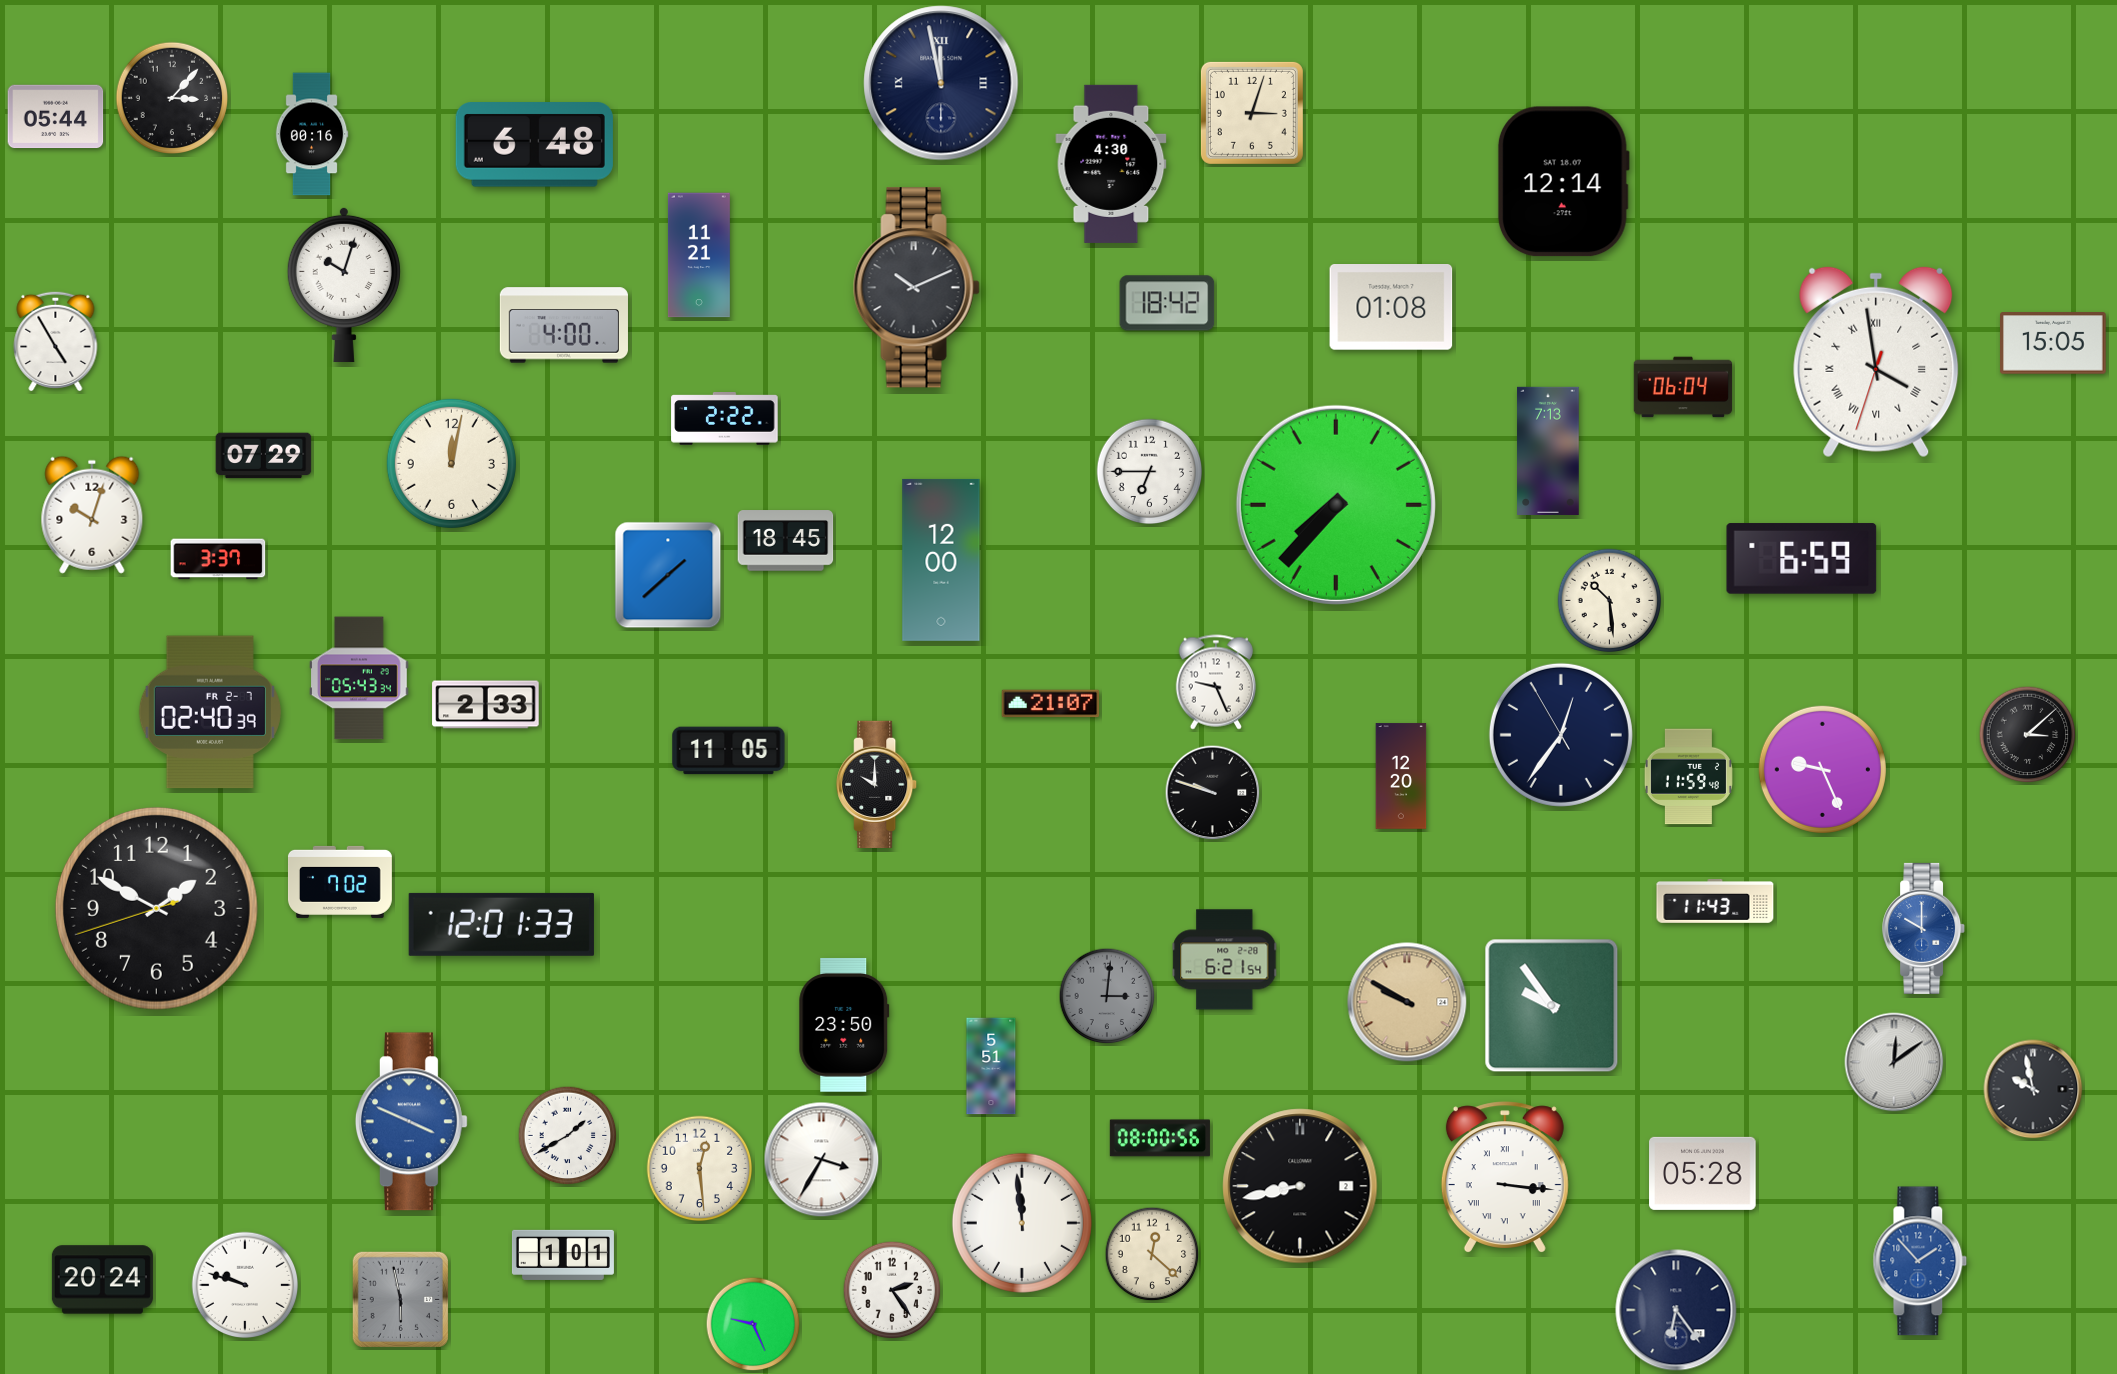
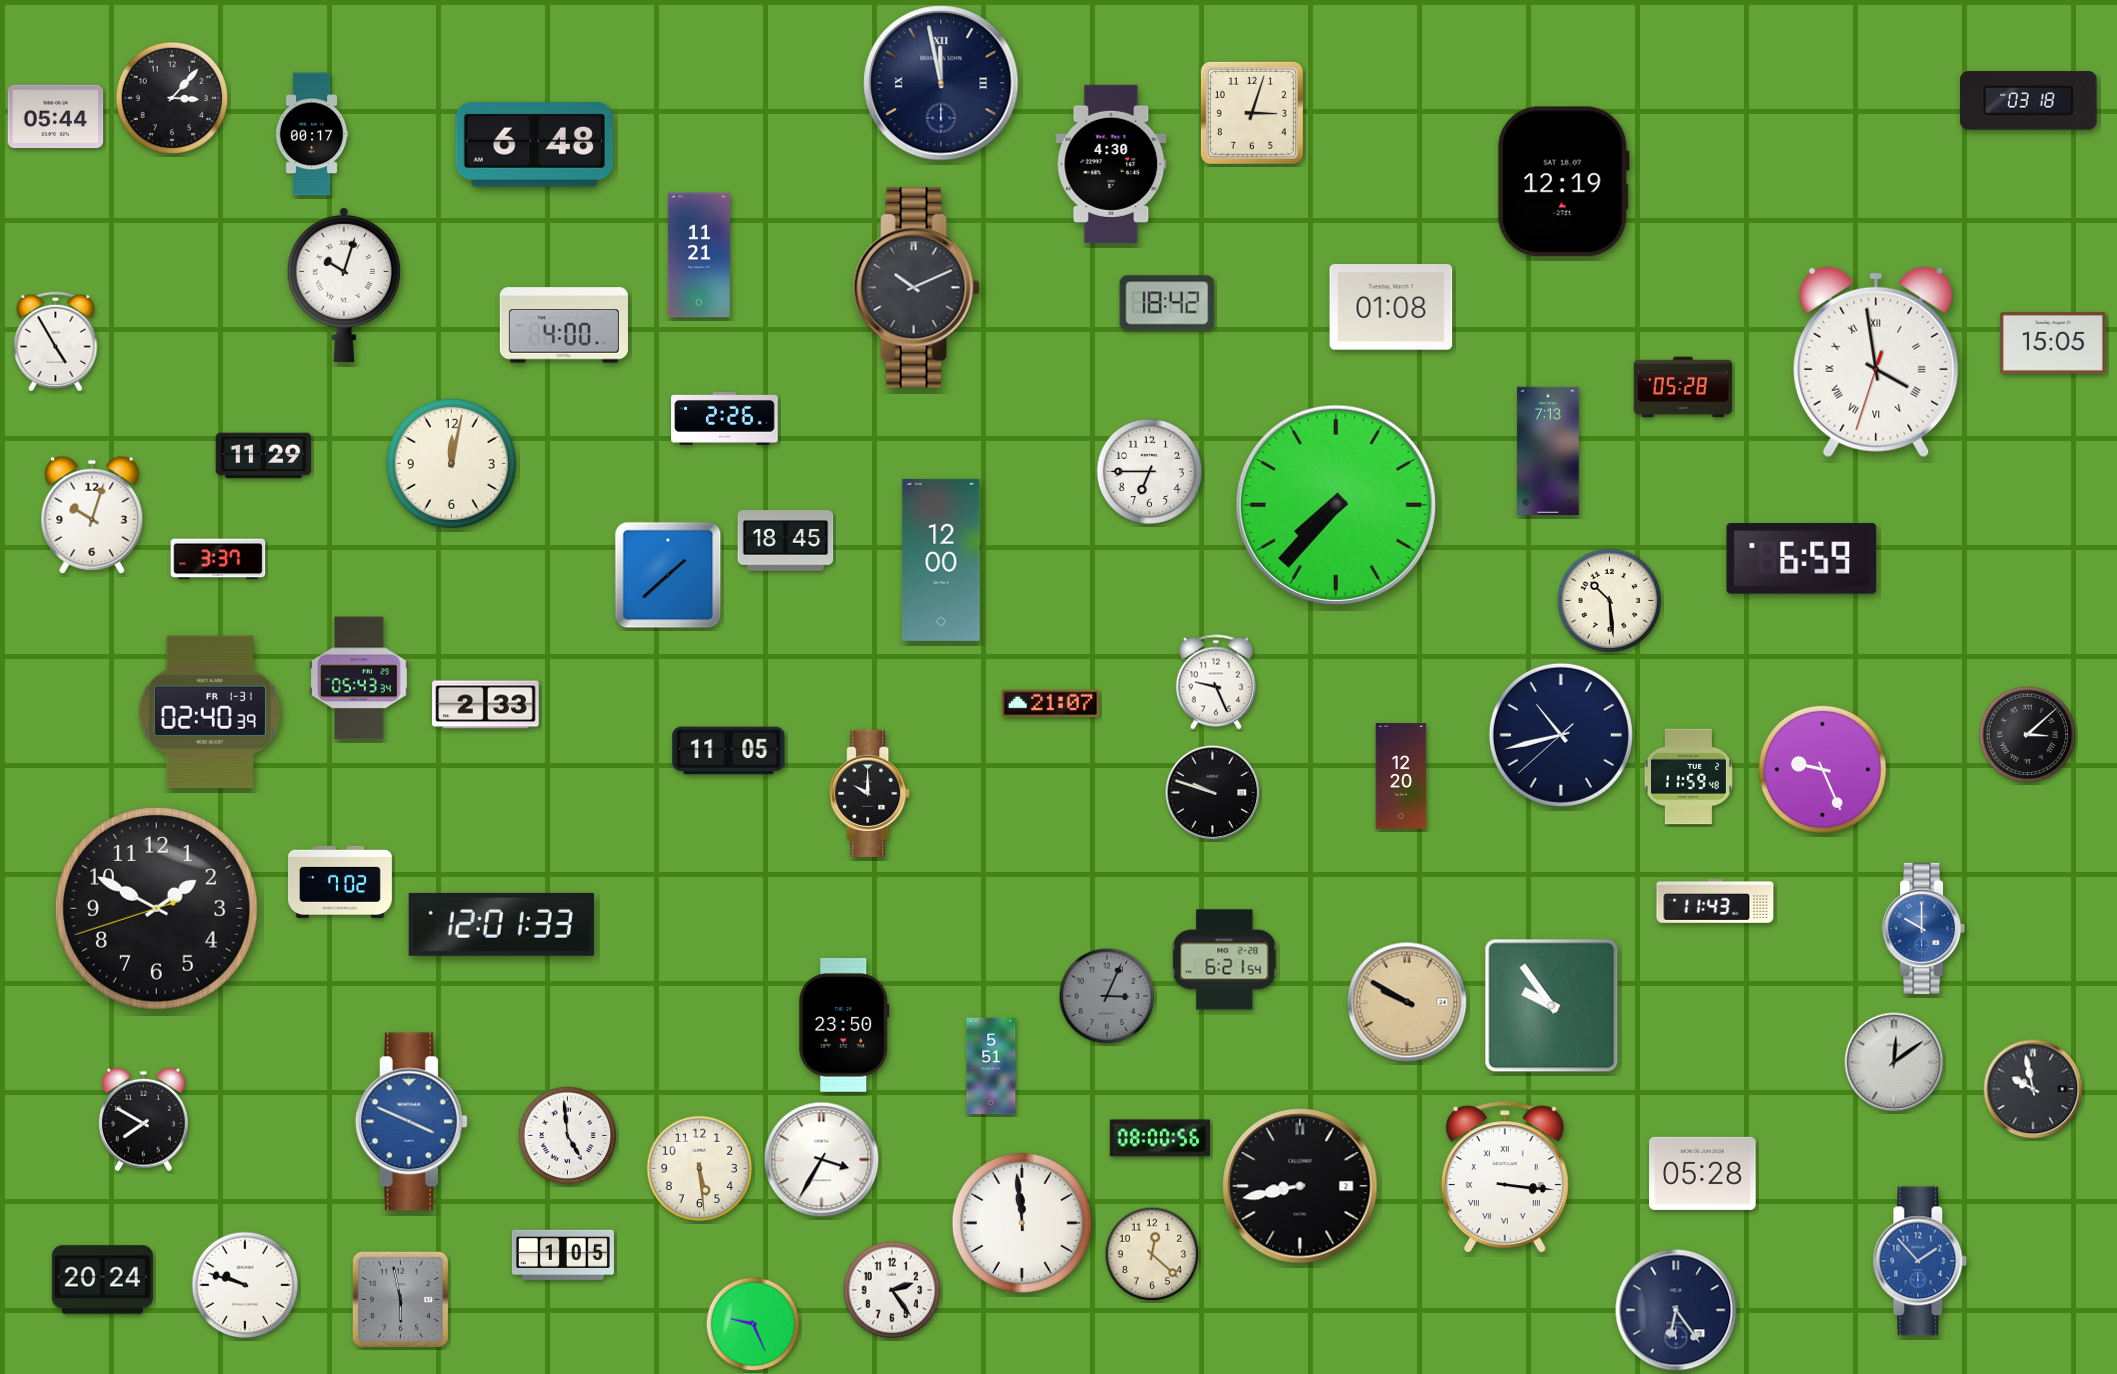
clock at (2029, 101): none -> 03:18
clock at (312, 134): 00:16 -> 00:17
clock at (1563, 182): 12:14 -> 12:19
clock at (1683, 387): 06:04 -> 05:28
clock at (725, 419): 2:22 -> 2:26
clock at (264, 456): 07:29 -> 11:29
clock at (210, 712) date: FR 2-7 -> FR 1-31
clock at (1561, 735): 12:35 -> 10:42
clock at (877, 784) position: (877, 784) -> (870, 793)
clock at (1107, 996): 3:01 -> 3:04
clock at (143, 1120): none -> 7:50
clock at (568, 1136): 1:40 -> 4:59
clock at (700, 1169): 12:29 -> 5:29
clock at (563, 1255): 1:01 -> 1:05
